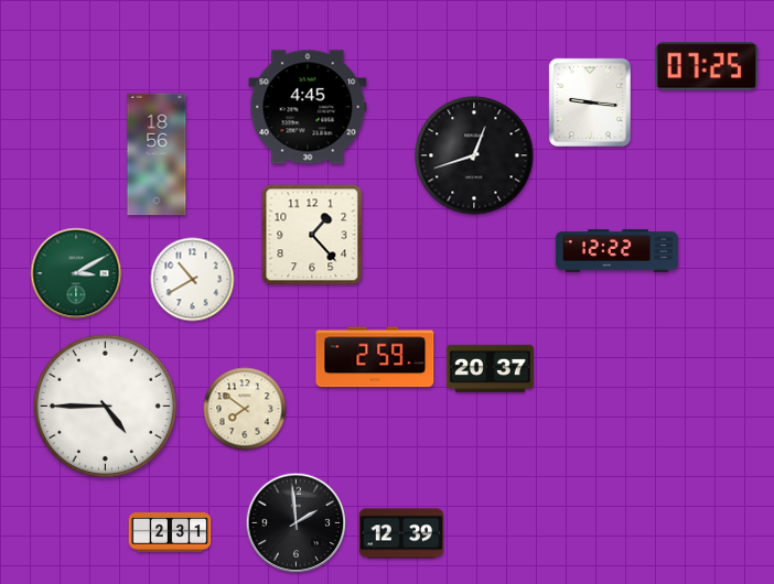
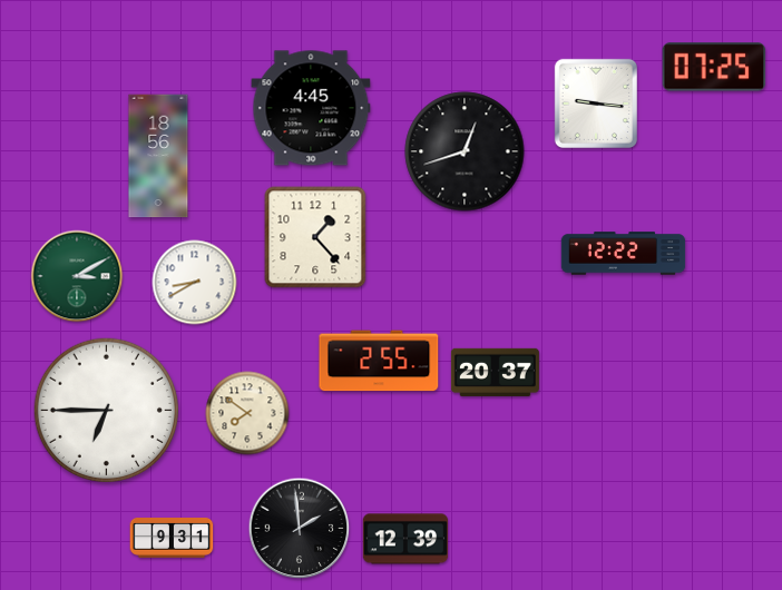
clock at (474, 155) position: (474, 155) -> (465, 151)
clock at (193, 280): 10:40 -> 8:40
clock at (375, 357): 2:59 -> 2:55
clock at (105, 405): 4:45 -> 6:45
clock at (170, 533): 2:31 -> 9:31
